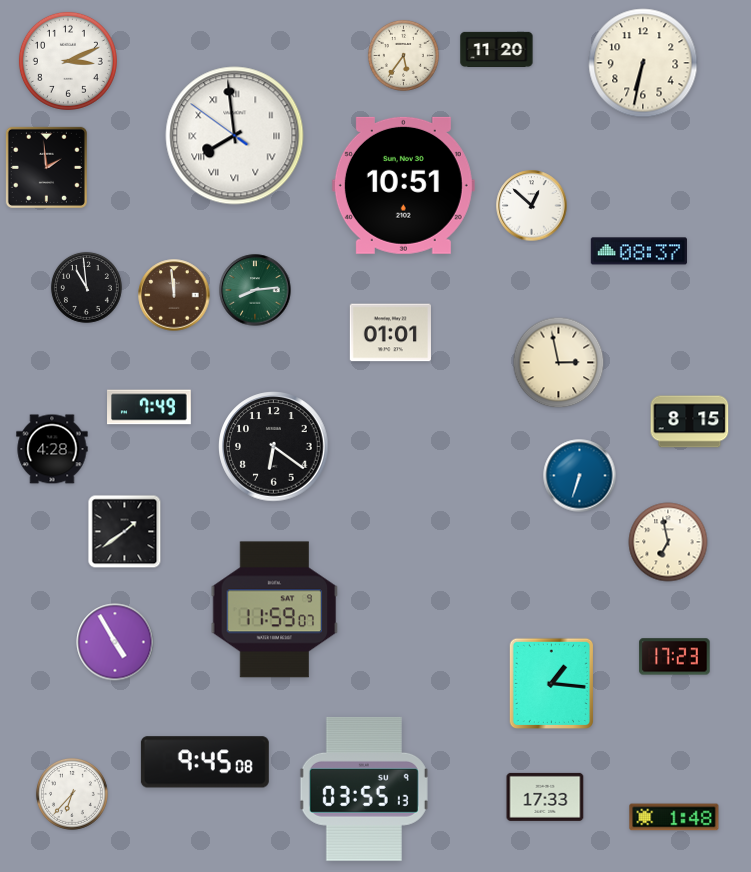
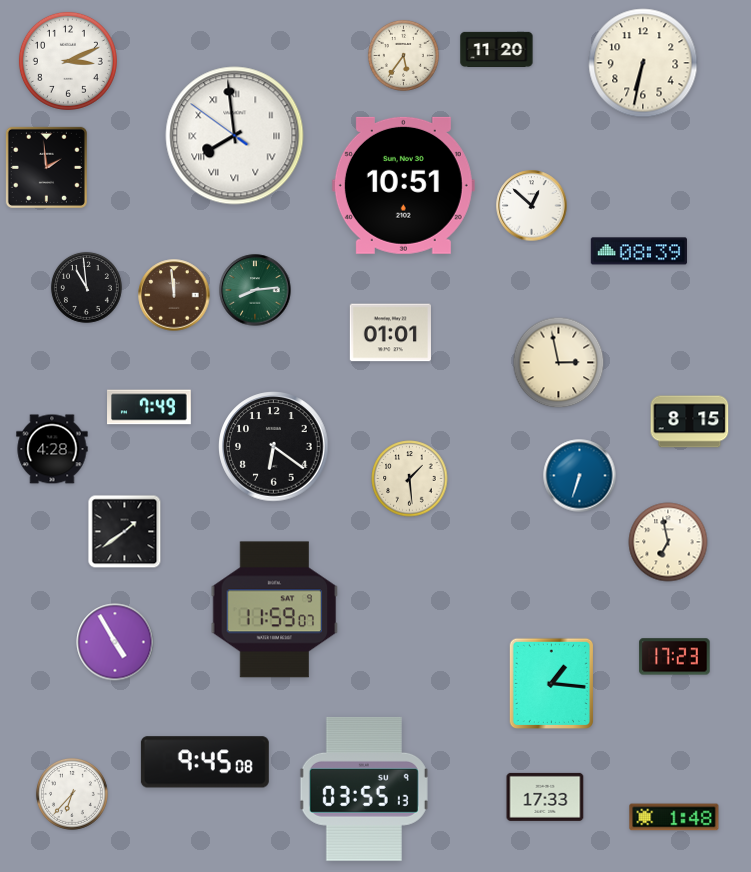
clock at (639, 251): 08:37 -> 08:39
clock at (410, 479): none -> 1:29
